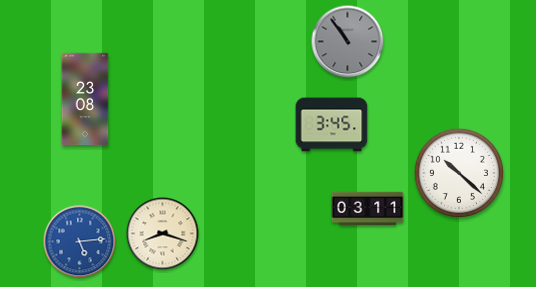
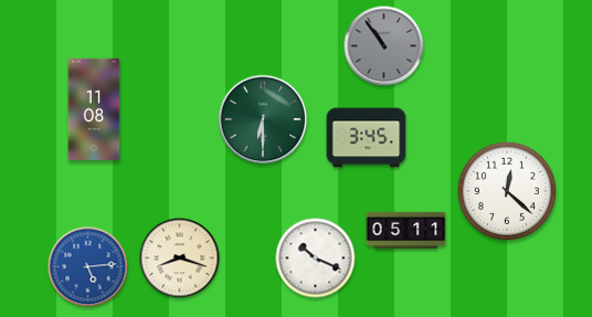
clock at (85, 99): 23:08 -> 11:08
clock at (263, 119): none -> 6:30
clock at (459, 173): 10:22 -> 12:22
clock at (368, 209): 03:11 -> 05:11
clock at (316, 258): none -> 10:19
